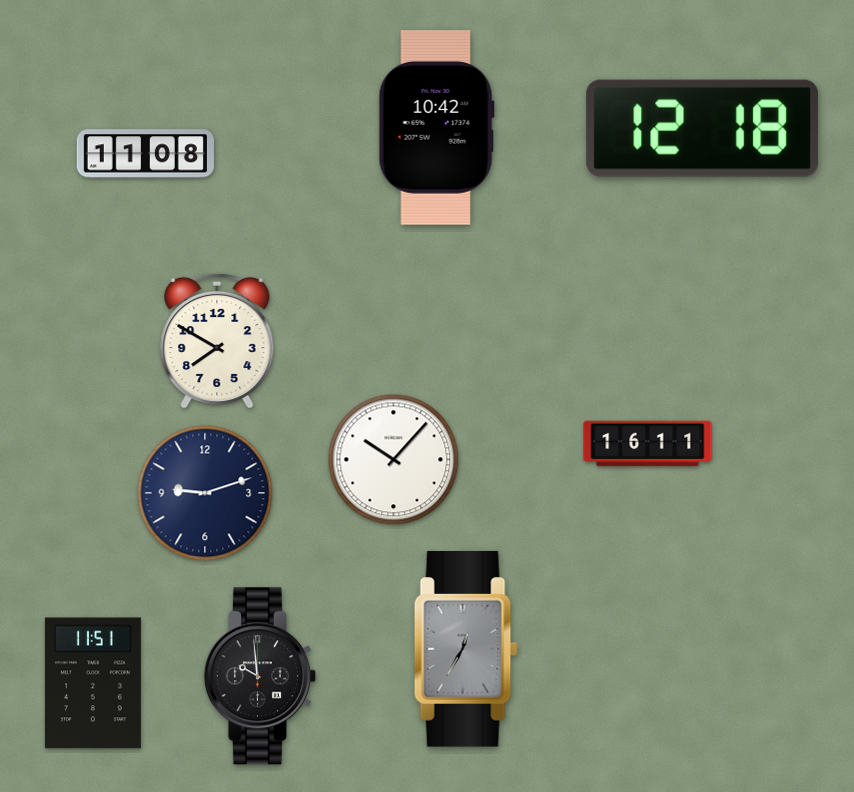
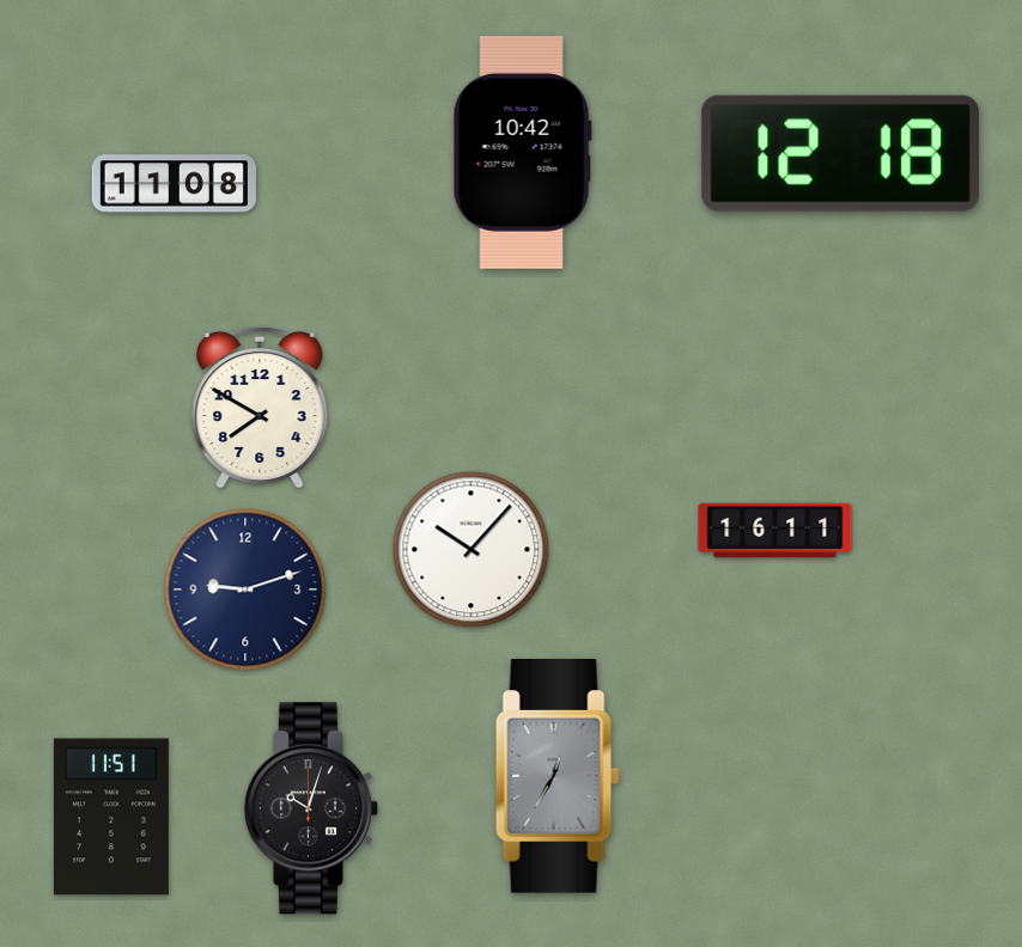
clock at (260, 676): 9:59 -> 10:03
